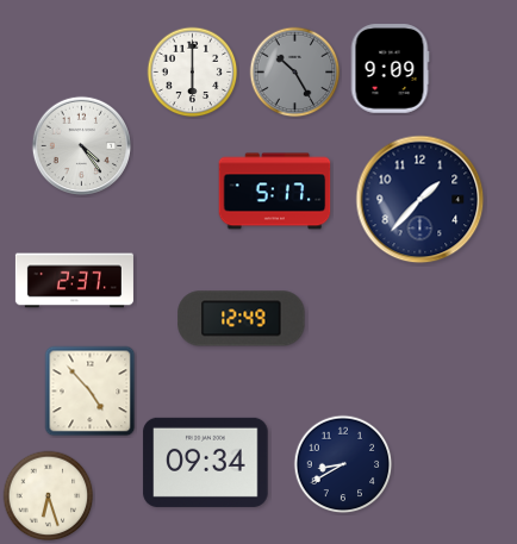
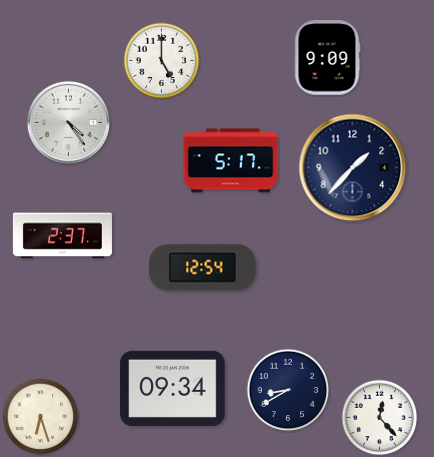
clock at (193, 73): 6:00 -> 5:00
clock at (295, 73): 10:25 -> none
clock at (242, 319): 12:49 -> 12:54
clock at (91, 392): 4:53 -> none
clock at (380, 418): none -> 12:23
